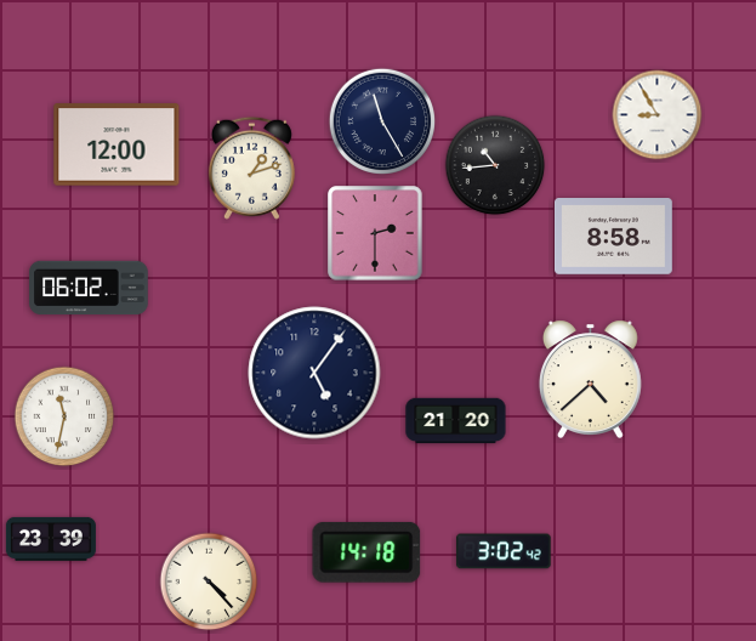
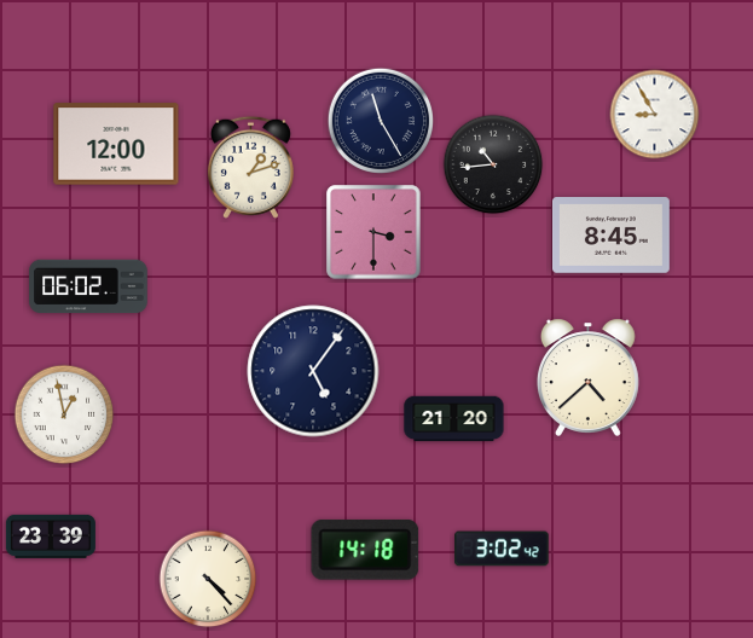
clock at (375, 233): 2:30 -> 3:30
clock at (613, 237): 8:58 -> 8:45
clock at (64, 416): 11:32 -> 12:58
